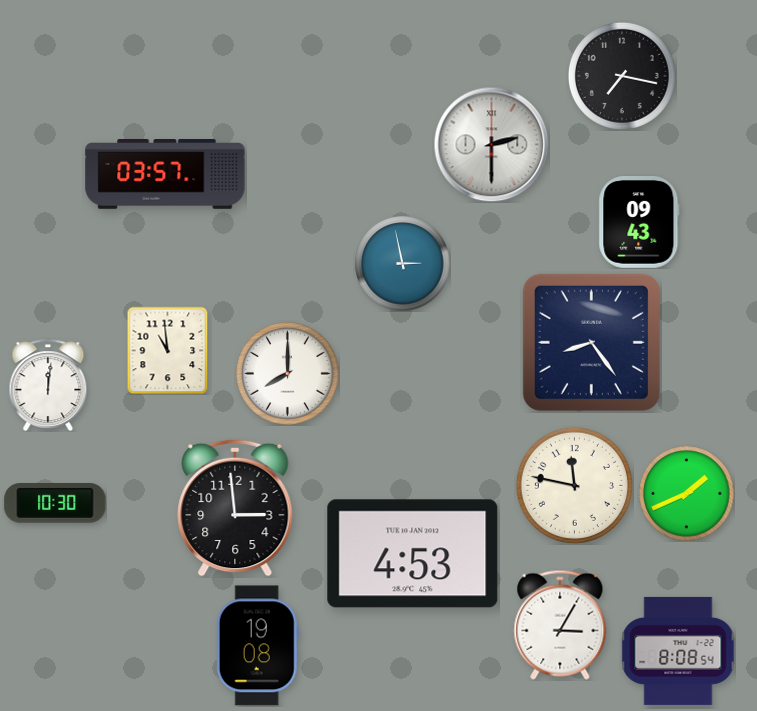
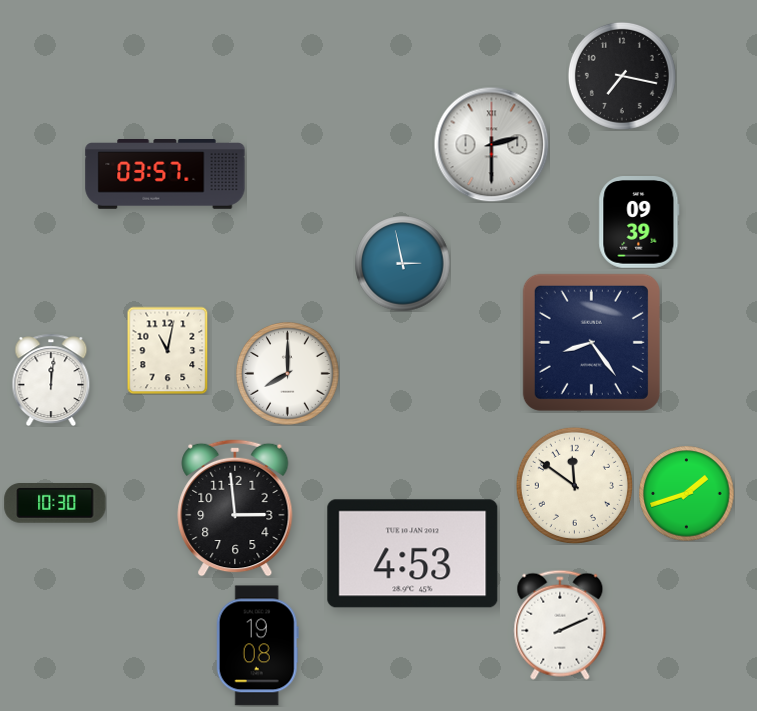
clock at (639, 223): 09:43 -> 09:39
clock at (168, 350): 10:59 -> 11:02
clock at (48, 385) position: (48, 385) -> (51, 380)
clock at (574, 485): 11:47 -> 11:51
clock at (686, 493): 1:41 -> 1:42
clock at (560, 625): 3:05 -> 2:11
clock at (678, 651): 8:08 -> none
